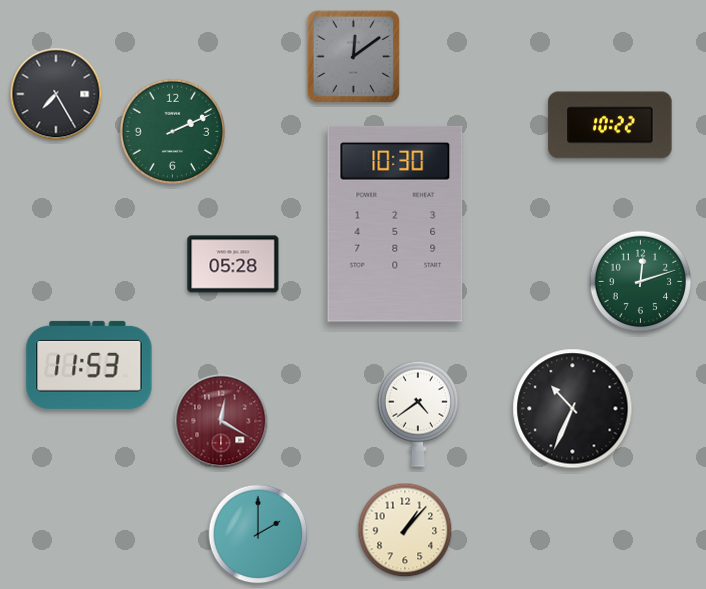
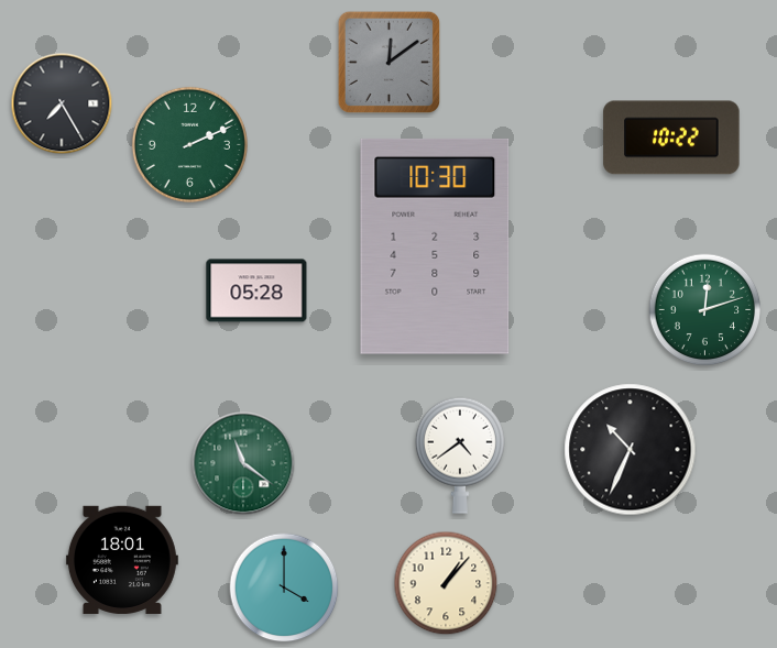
clock at (89, 365): 11:53 -> none
clock at (221, 421): 12:20 -> 11:21
clock at (221, 421) dial: burgundy -> green
clock at (122, 559): none -> 18:01
clock at (258, 534): 2:00 -> 4:00
